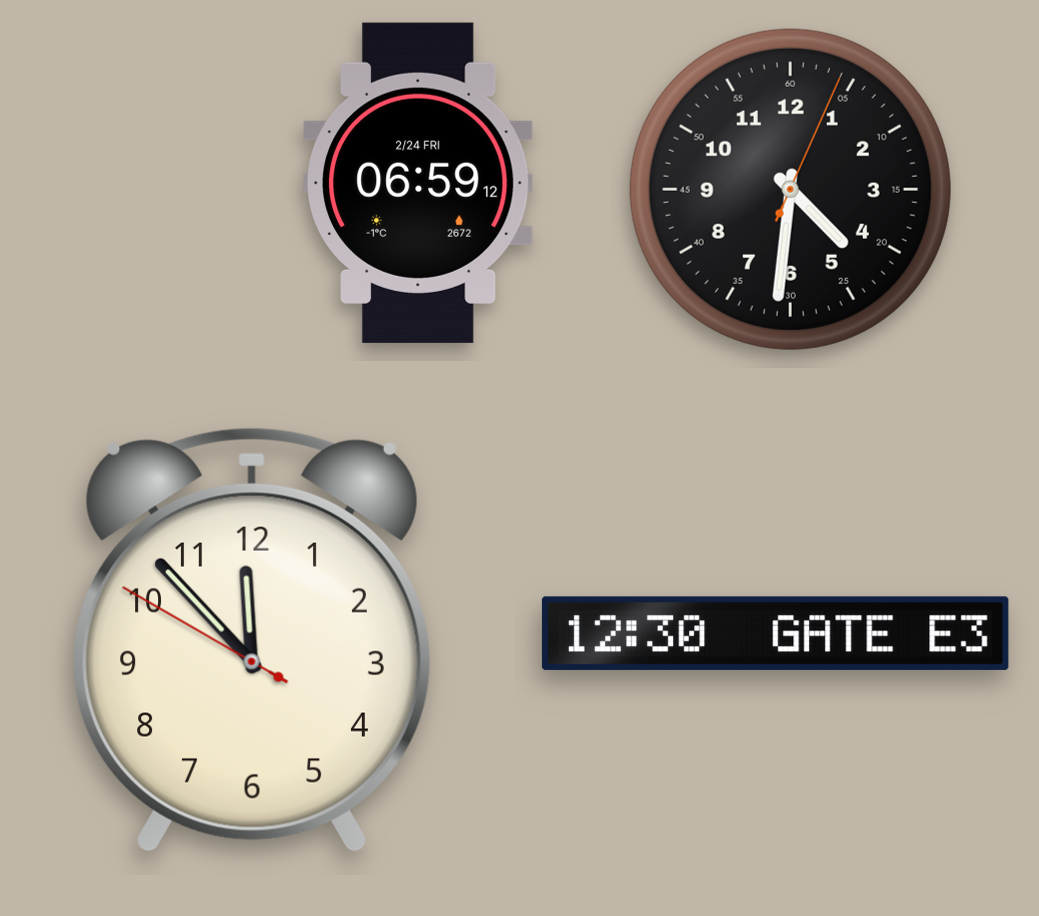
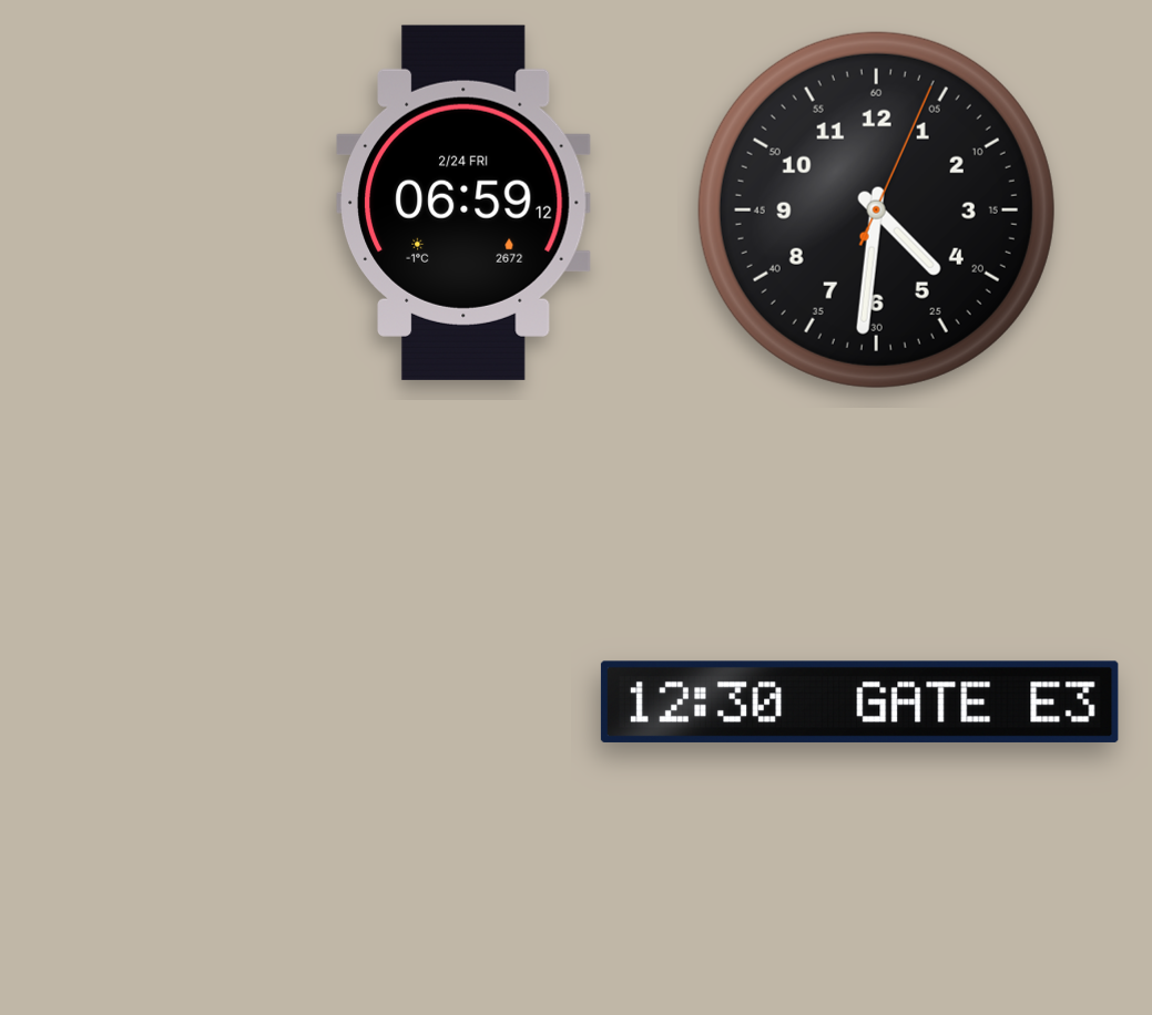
clock at (252, 640): 11:52 -> none
